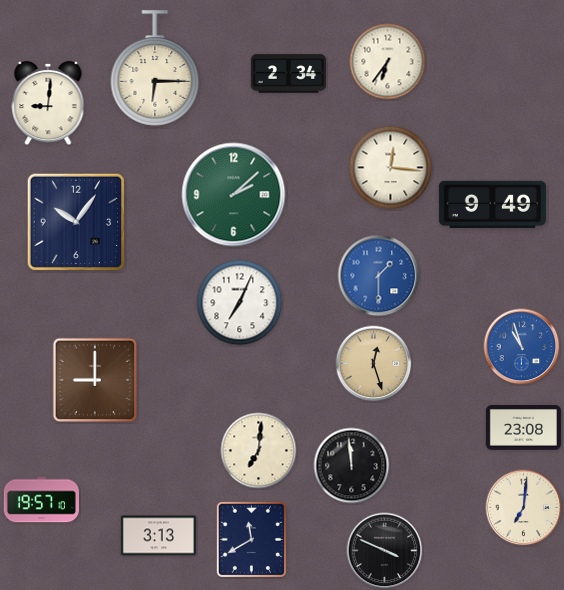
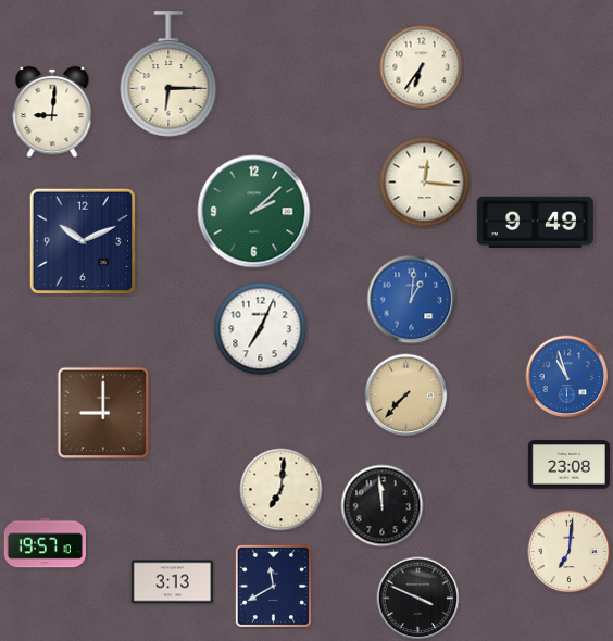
clock at (288, 74): 2:34 -> none
clock at (75, 221): 10:06 -> 10:11
clock at (379, 276): 1:30 -> 1:01
clock at (374, 364): 12:27 -> 7:37
